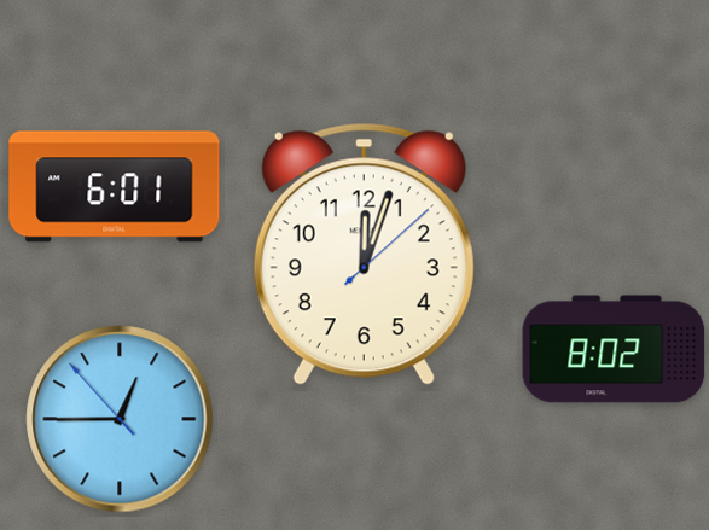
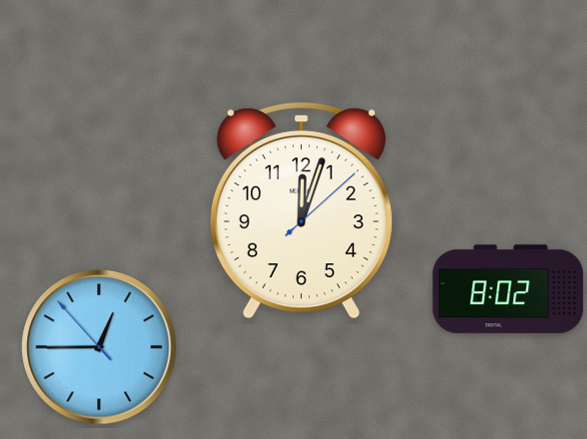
clock at (115, 187): 6:01 -> none
